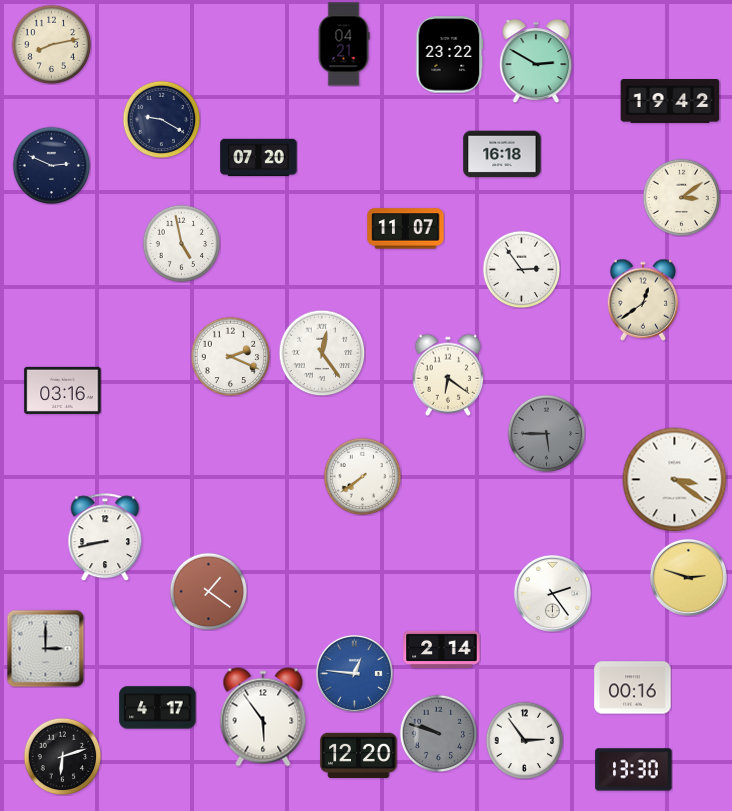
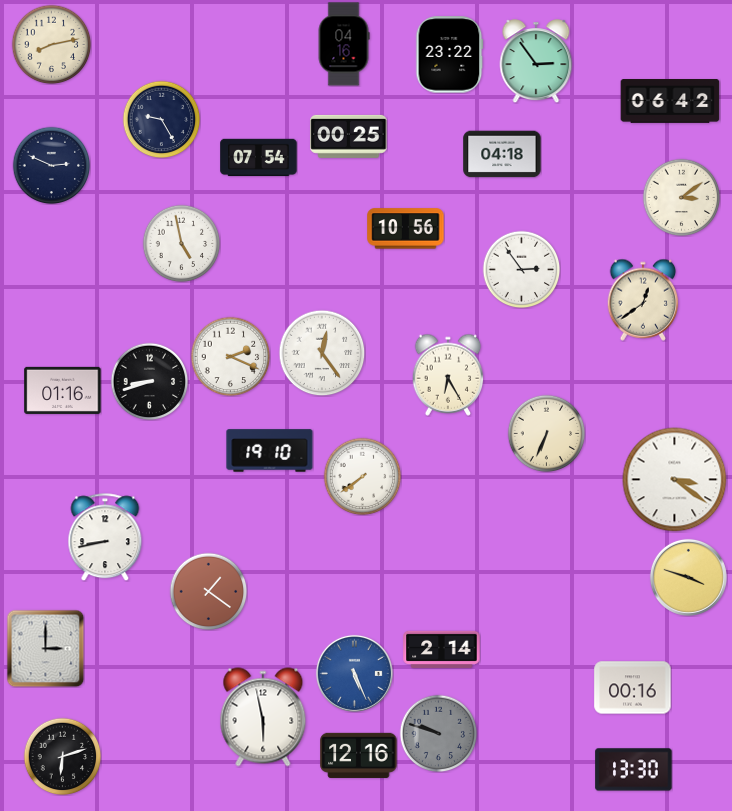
clock at (344, 44): 04:21 -> 04:16
clock at (536, 61): 2:50 -> 2:54
clock at (670, 102): 19:42 -> 06:42
clock at (161, 119): 9:20 -> 9:25
clock at (349, 136): none -> 00:25
clock at (502, 154): 16:18 -> 04:18
clock at (259, 158): 07:20 -> 07:54
clock at (406, 229): 11:07 -> 10:56
clock at (448, 375): 6:21 -> 6:25
clock at (149, 381): none -> 8:42
clock at (63, 390): 03:16 -> 01:16
clock at (546, 433): 5:45 -> 6:34
clock at (546, 433) dial: grey -> cream
clock at (270, 451): none -> 19:10
clock at (688, 577): 2:48 -> 3:48
clock at (552, 593): 2:24 -> none
clock at (354, 673): 12:46 -> 5:26
clock at (158, 708): 4:17 -> none
clock at (263, 717): 5:54 -> 5:58
clock at (524, 740): 2:54 -> none
clock at (359, 755): 12:20 -> 12:16
